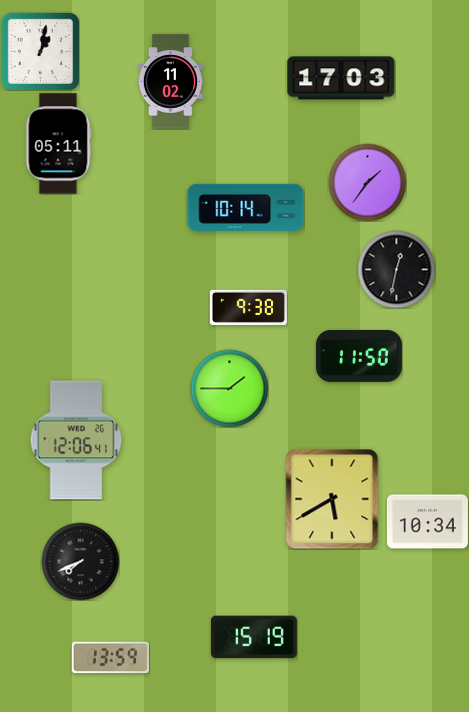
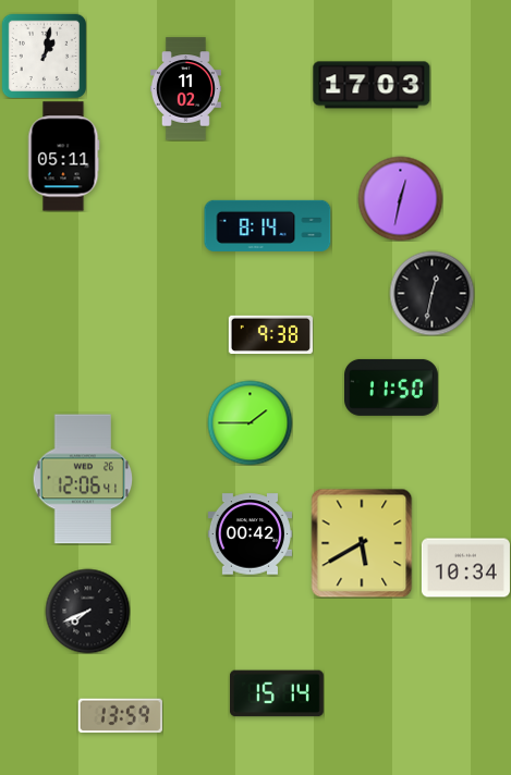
clock at (367, 182): 1:36 -> 12:32
clock at (246, 207): 10:14 -> 8:14
clock at (250, 534): none -> 00:42
clock at (254, 637): 15:19 -> 15:14
